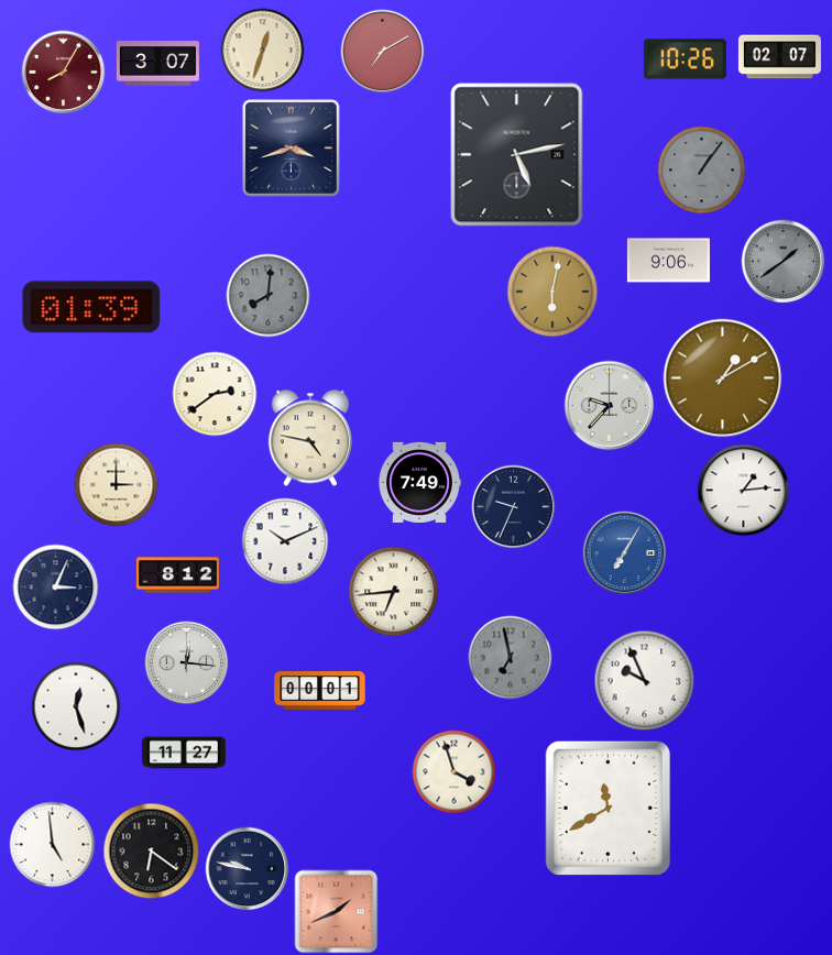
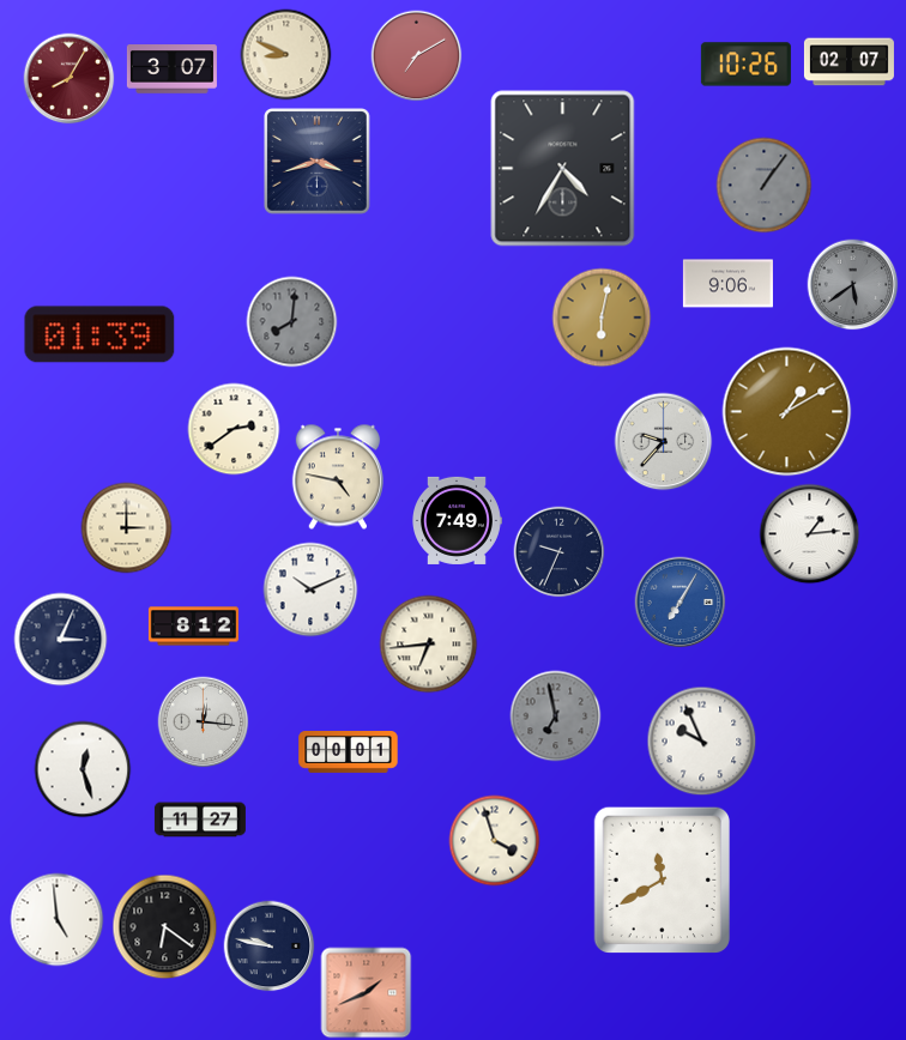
clock at (263, 51): 12:33 -> 8:49
clock at (517, 155): 5:13 -> 4:35
clock at (784, 262): 1:39 -> 5:39
clock at (420, 482) position: (420, 482) -> (458, 520)
